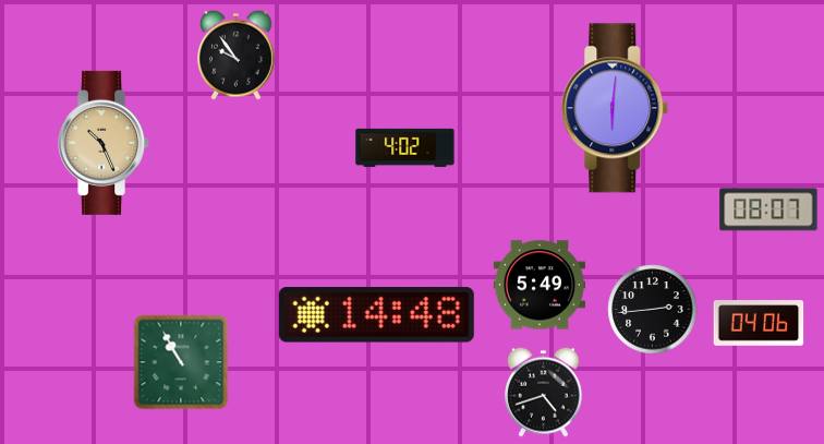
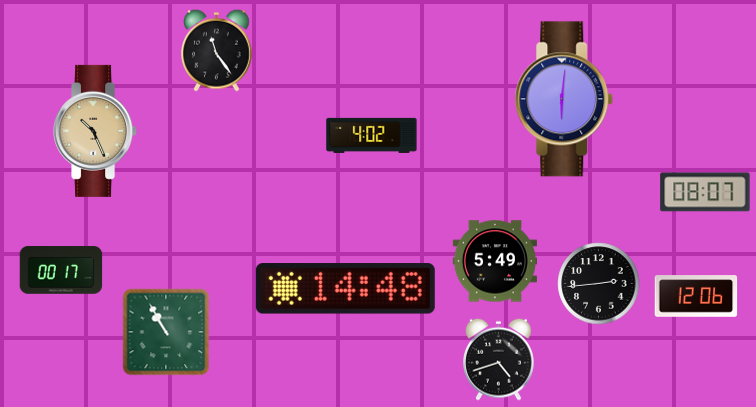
clock at (237, 55): 9:54 -> 11:24
clock at (61, 270): none -> 00:17
clock at (759, 323): 04:06 -> 12:06
